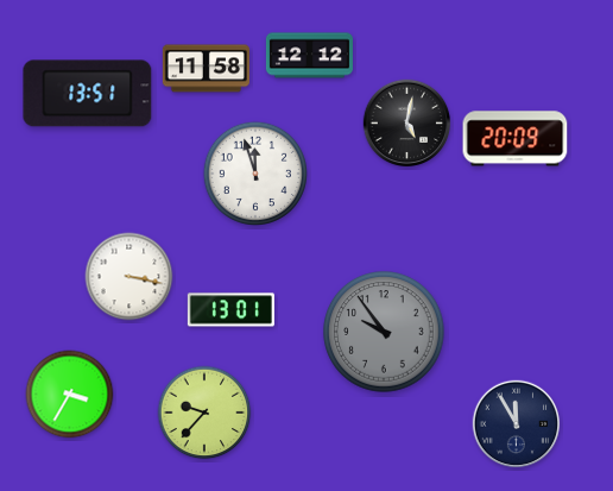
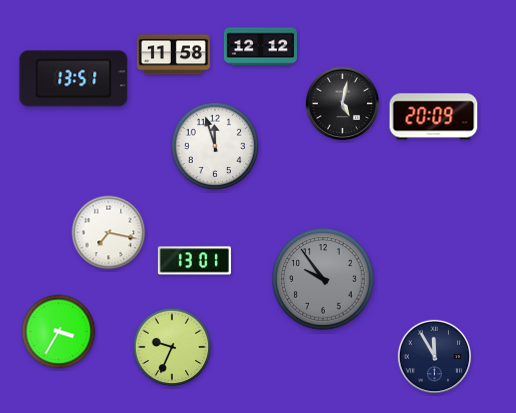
clock at (206, 69) position: (206, 69) -> (173, 55)
clock at (129, 277): 3:17 -> 7:17
clock at (204, 413): 9:37 -> 9:34
